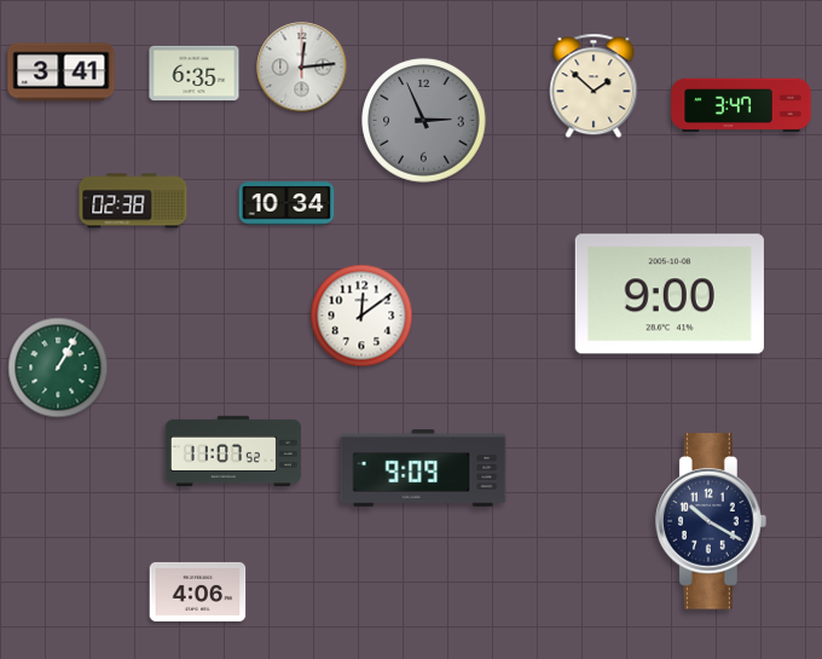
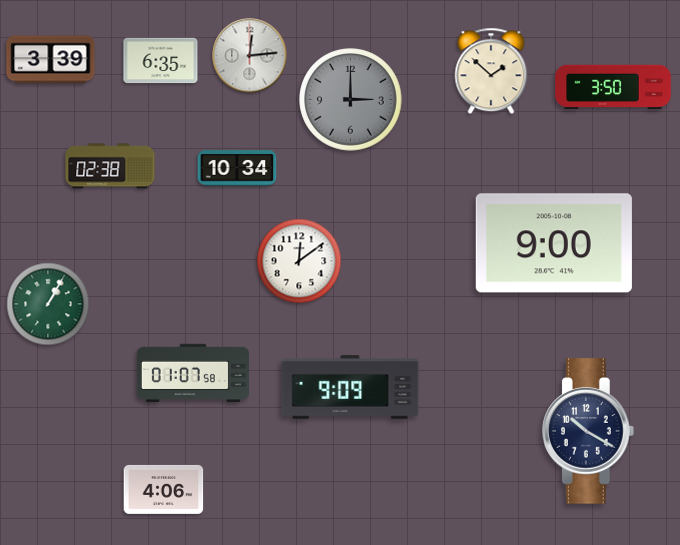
clock at (62, 73): 3:41 -> 3:39
clock at (741, 105): 3:47 -> 3:50
clock at (424, 121): 2:56 -> 3:00
clock at (233, 451): 11:07 -> 01:07
